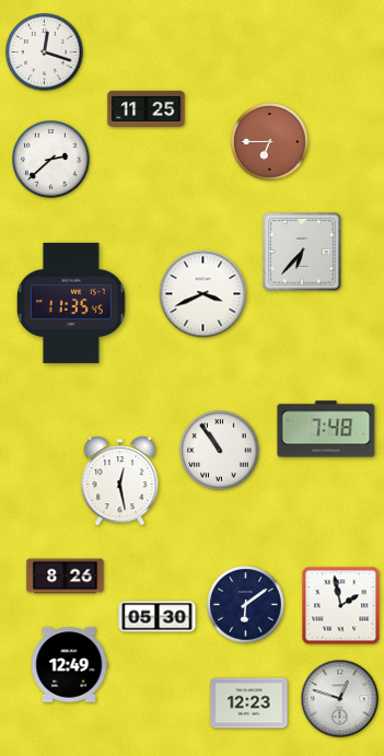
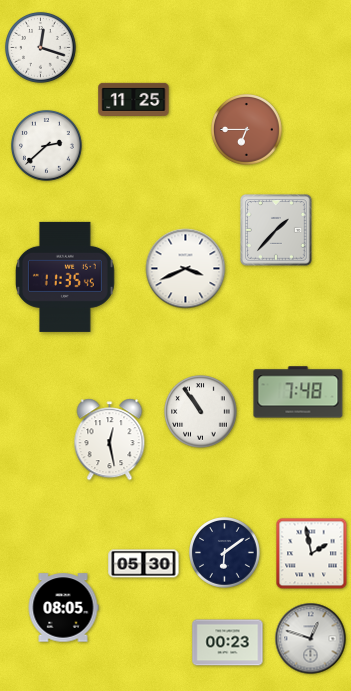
clock at (302, 252): 6:37 -> 1:37
clock at (66, 577): 8:26 -> none
clock at (69, 665): 12:49 -> 08:05
clock at (249, 703): 12:23 -> 00:23
